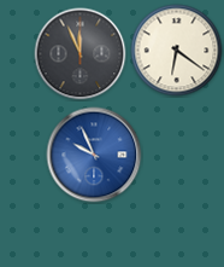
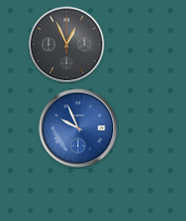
clock at (177, 51): 6:21 -> none
clock at (81, 54): 11:56 -> 12:56
